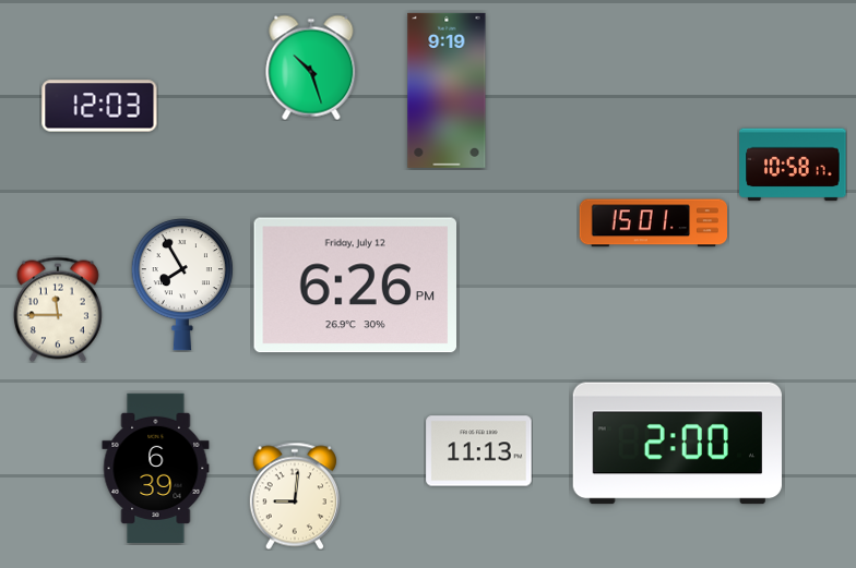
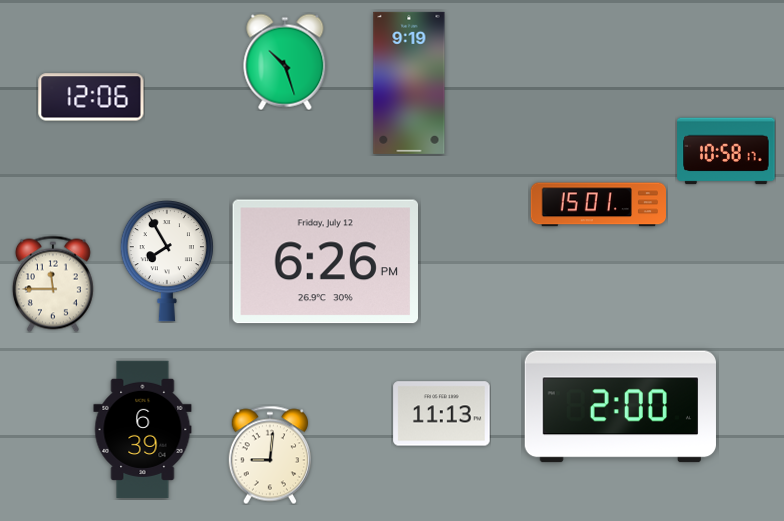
clock at (99, 106): 12:03 -> 12:06
clock at (479, 451) position: (479, 451) -> (442, 414)
